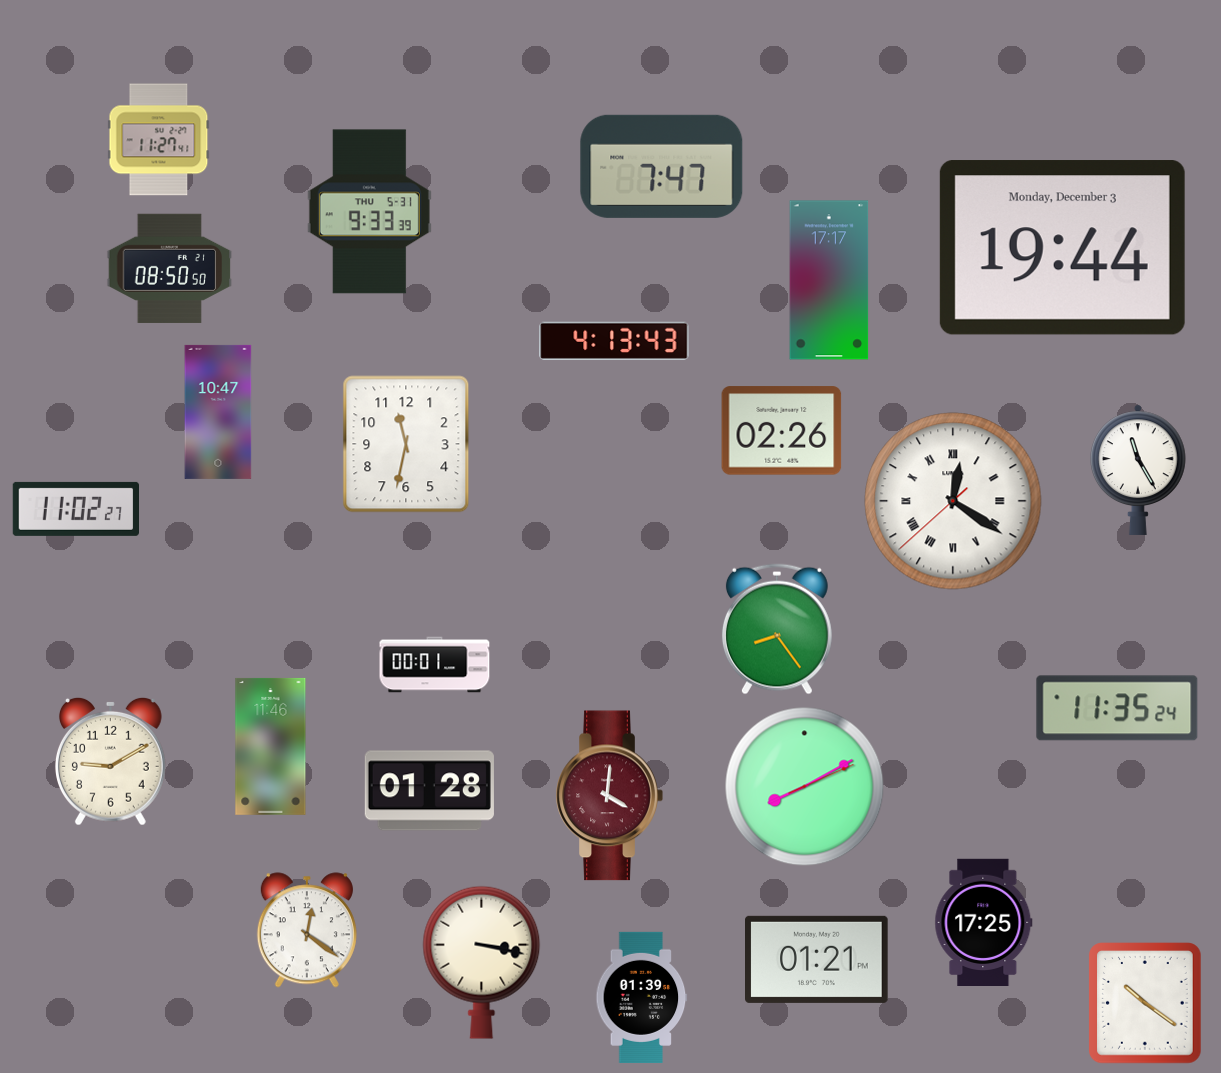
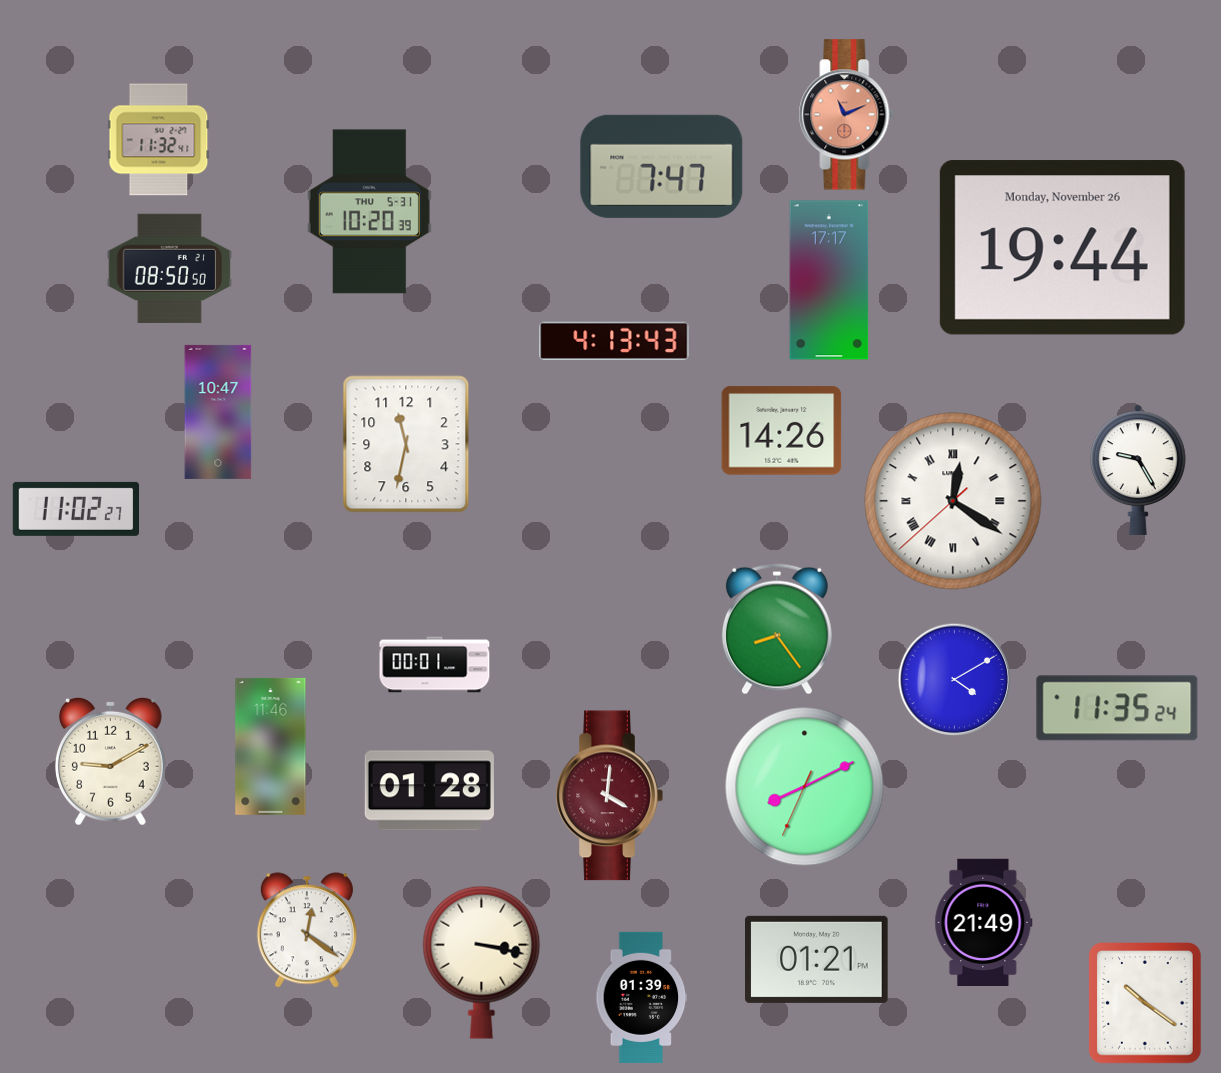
clock at (847, 115): none -> 11:11
clock at (159, 140): 11:27 -> 11:32
clock at (369, 212): 9:33 -> 10:20
clock at (1062, 248) date: Monday, December 3 -> Monday, November 26
clock at (782, 431): 02:26 -> 14:26
clock at (1139, 470): 11:25 -> 9:25
clock at (954, 679): none -> 4:10
clock at (805, 787): 8:10:11 -> 8:10:34
clock at (984, 922): 17:25 -> 21:49
